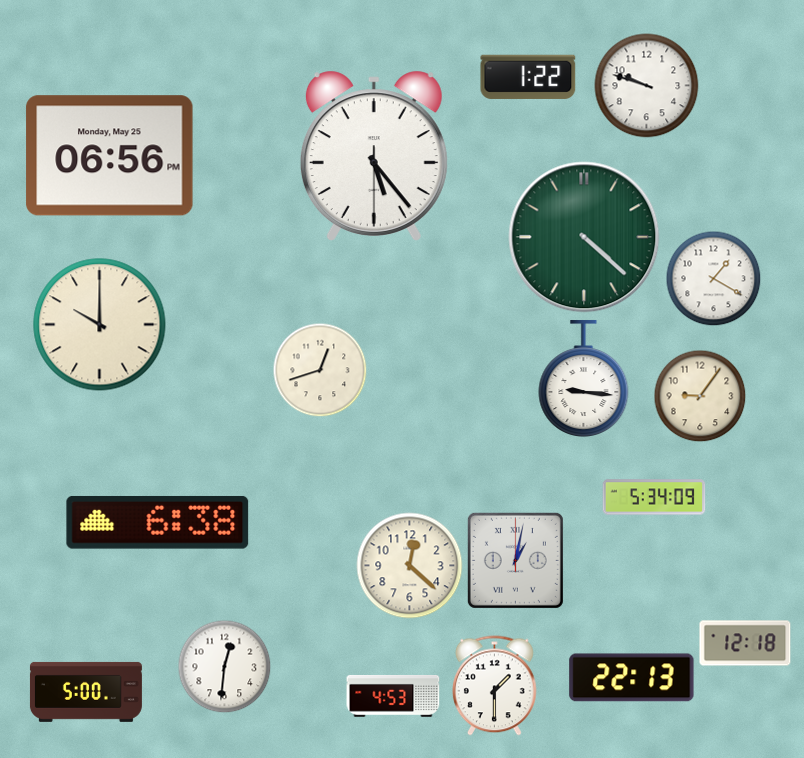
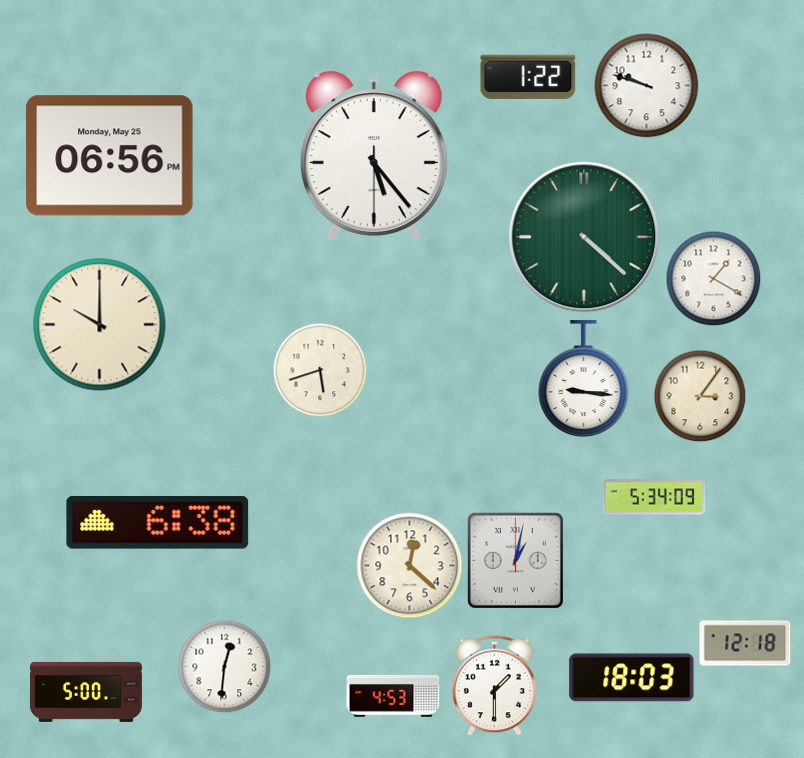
clock at (320, 370): 12:42 -> 5:42
clock at (700, 396): 9:06 -> 3:06
clock at (632, 678): 22:13 -> 18:03
